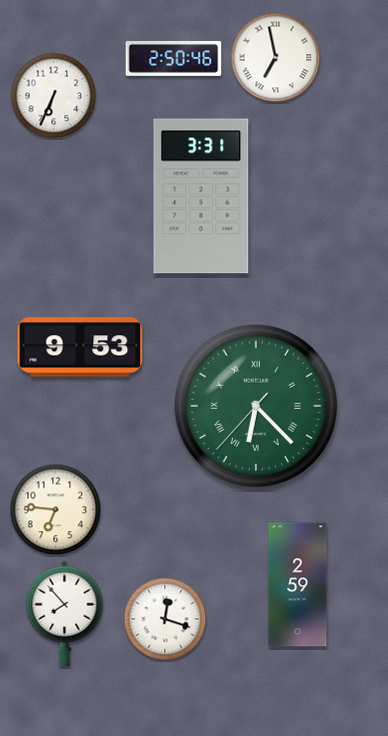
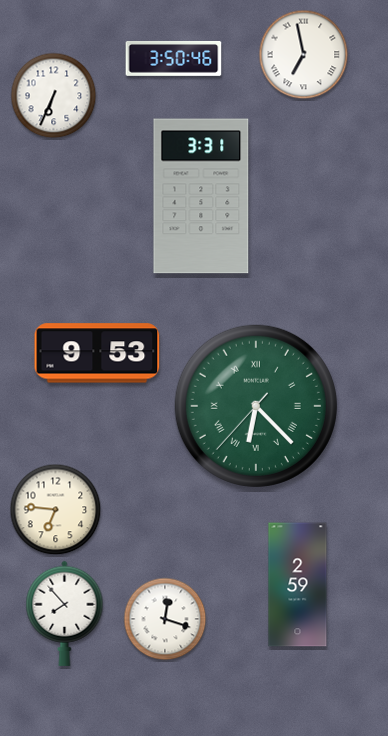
clock at (174, 58): 2:50 -> 3:50
clock at (276, 58) position: (276, 58) -> (304, 55)
clock at (80, 347) position: (80, 347) -> (97, 353)
